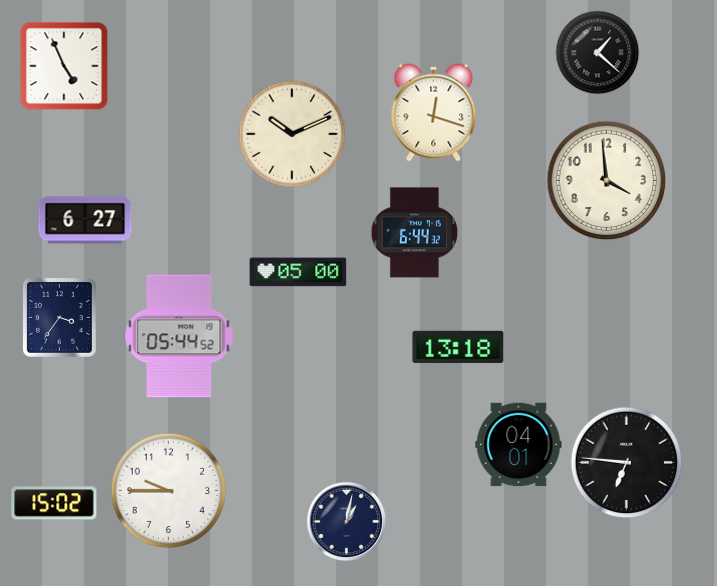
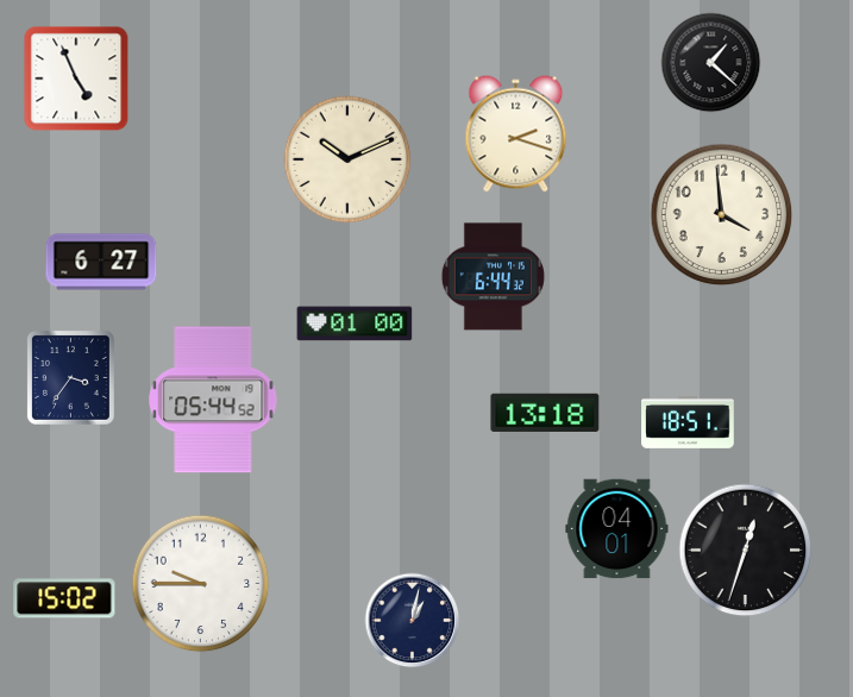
clock at (434, 113): 12:18 -> 2:18
clock at (298, 272): 05:00 -> 01:00
clock at (688, 422): none -> 18:51
clock at (627, 463): 6:46 -> 12:33
